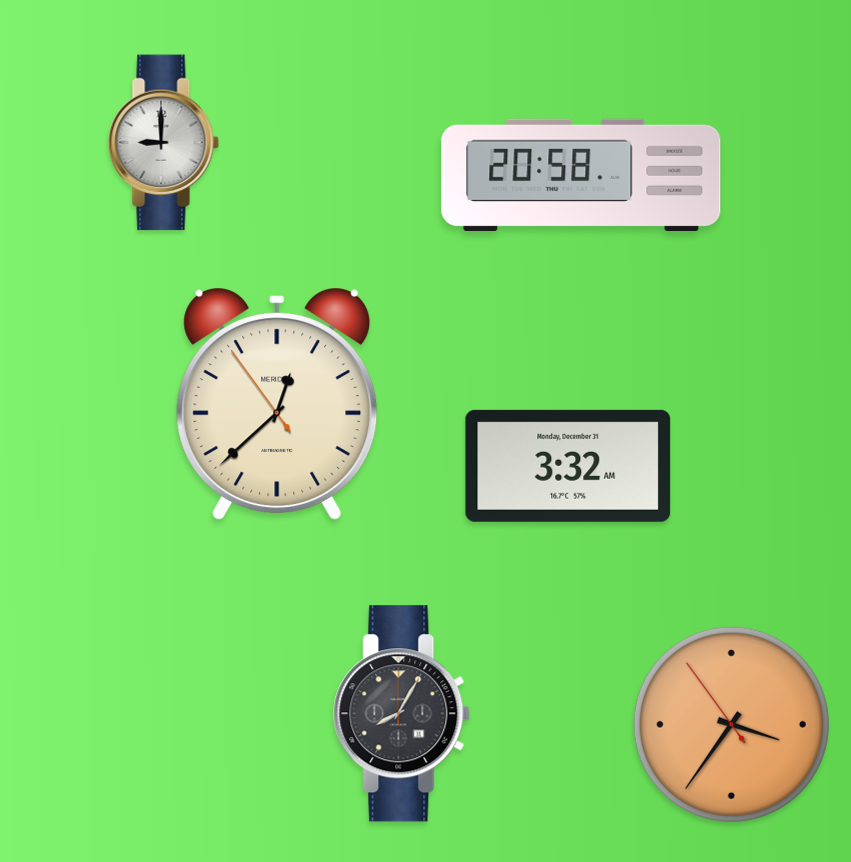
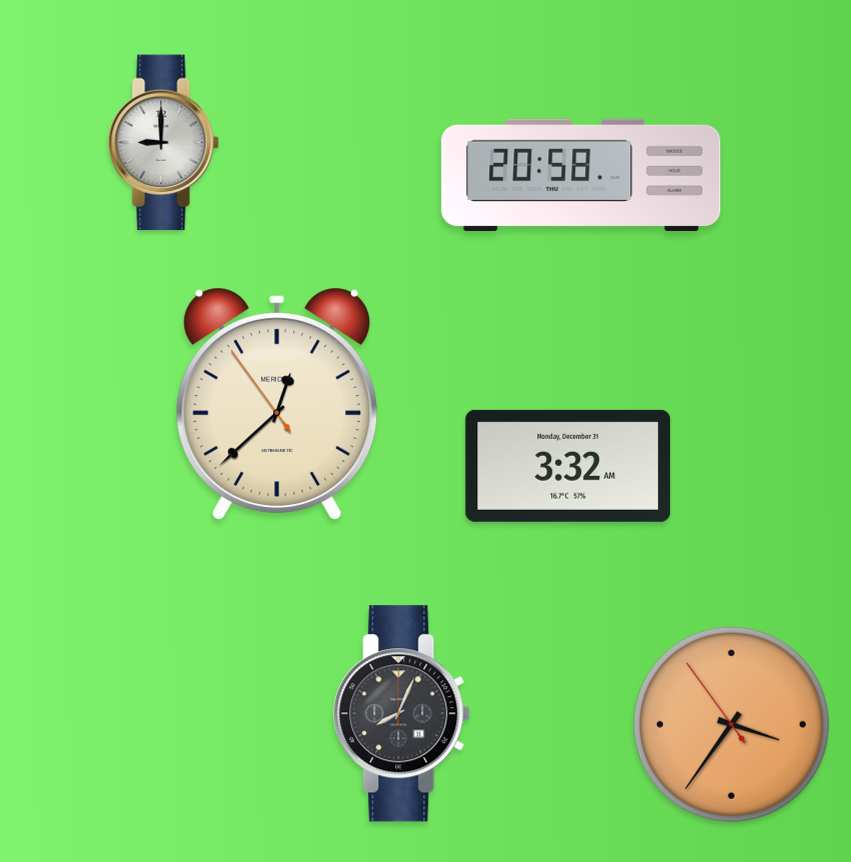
clock at (402, 714): 8:05 -> 8:04
